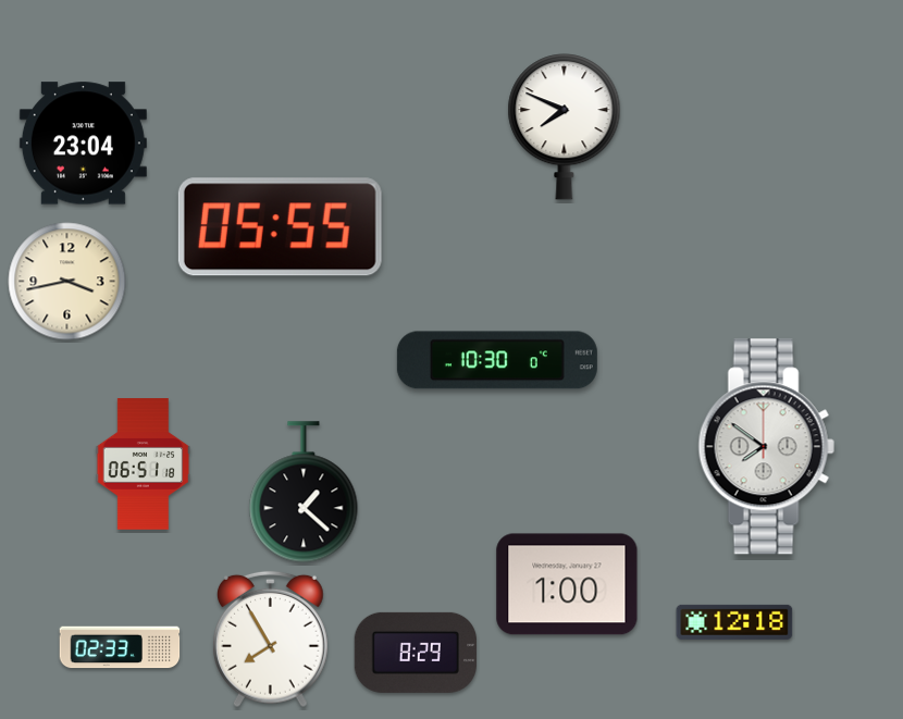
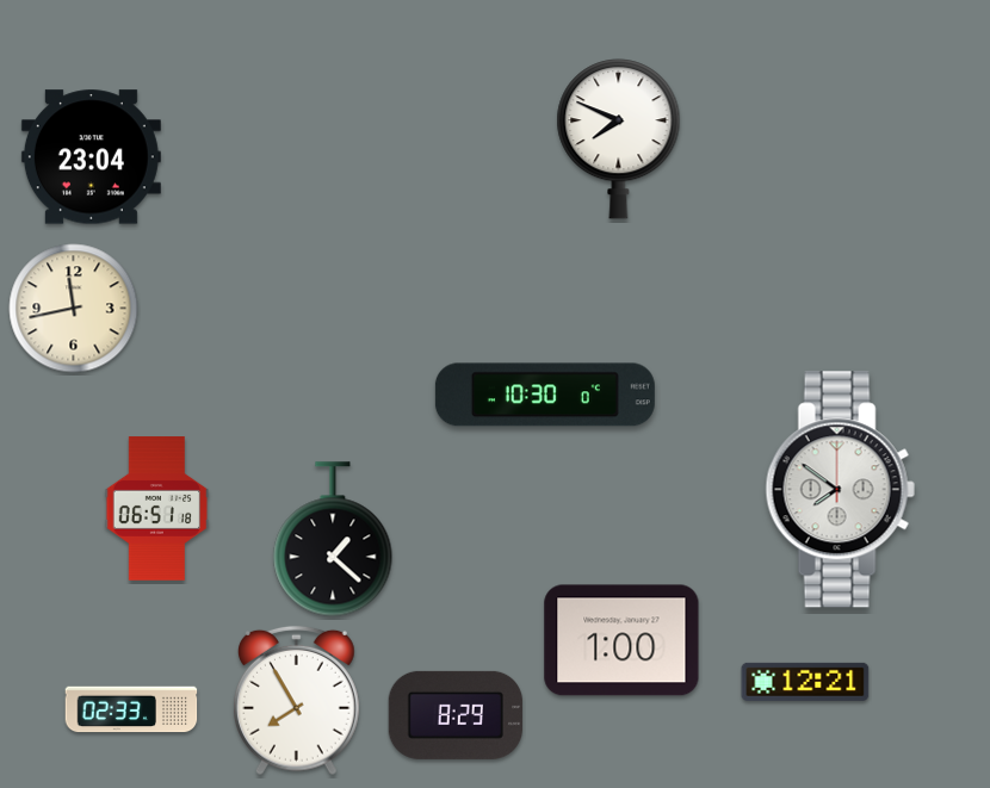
clock at (280, 227): 05:55 -> none
clock at (67, 282): 3:43 -> 11:43
clock at (734, 622): 12:18 -> 12:21
